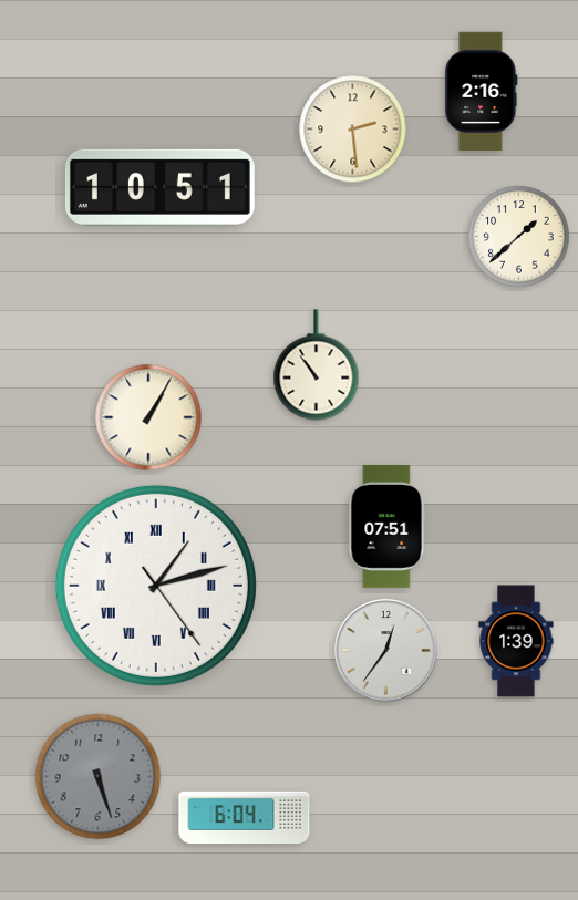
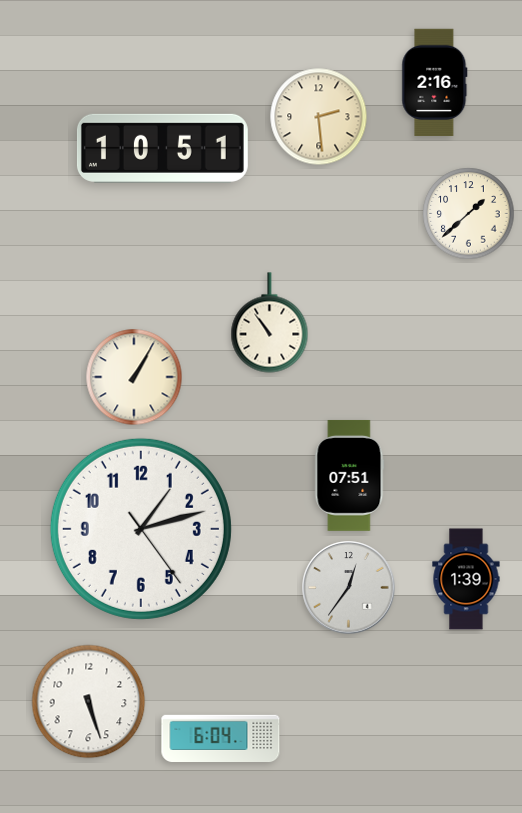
clock at (159, 187) position: (159, 187) -> (162, 148)
clock at (317, 365) position: (317, 365) -> (270, 323)
clock at (156, 586) numerals: Roman -> Arabic
clock at (99, 777) dial: grey -> white
